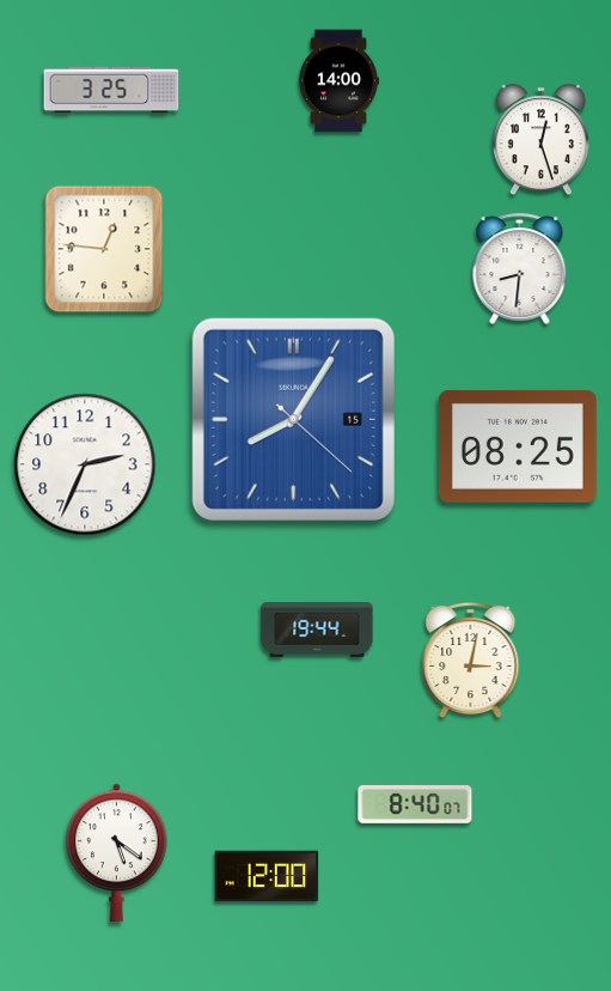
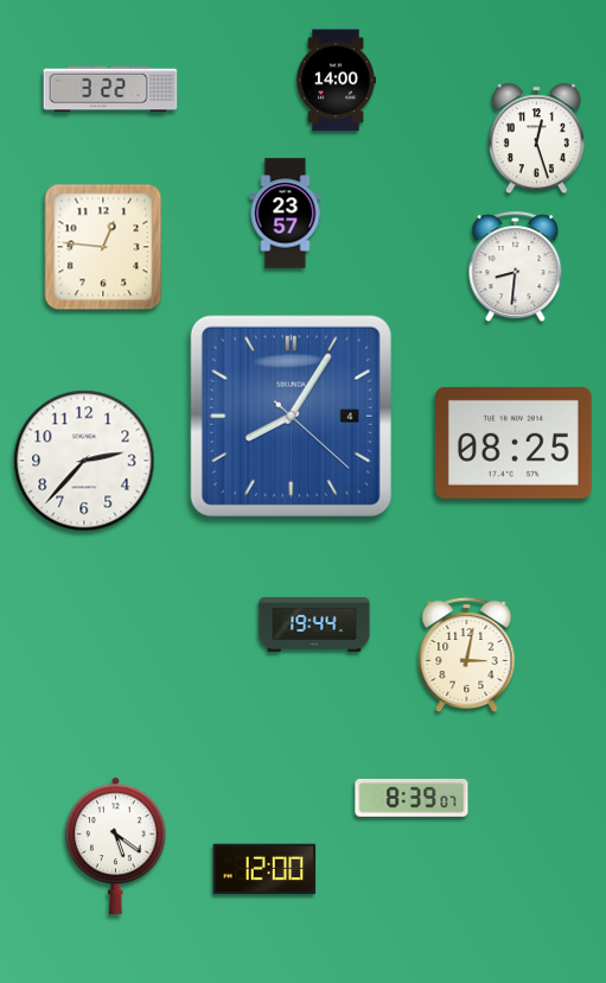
clock at (111, 90): 3:25 -> 3:22
clock at (286, 214): none -> 23:57
clock at (293, 419) date: 15 -> 4
clock at (85, 464): 2:34 -> 2:37
clock at (415, 805): 8:40 -> 8:39
